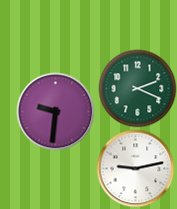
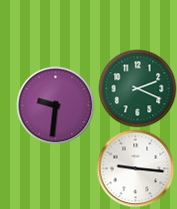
clock at (55, 111) position: (55, 111) -> (55, 105)
clock at (135, 168): 9:13 -> 9:16
